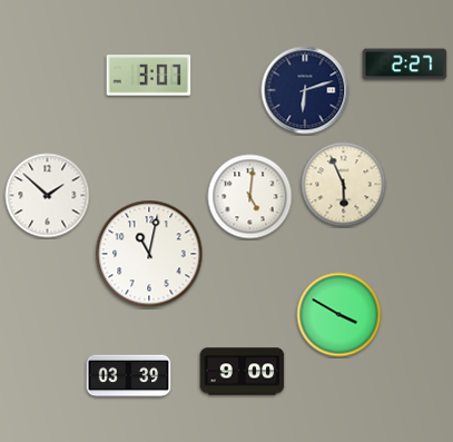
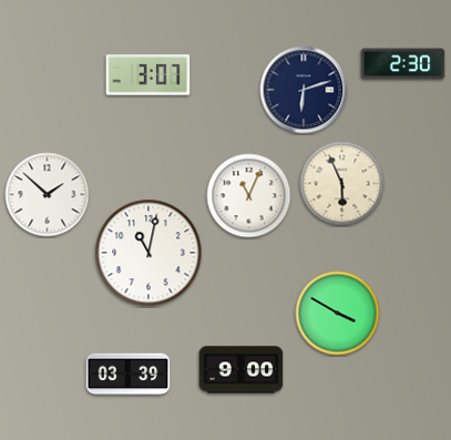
clock at (405, 65): 2:27 -> 2:30
clock at (250, 197): 5:01 -> 11:04
